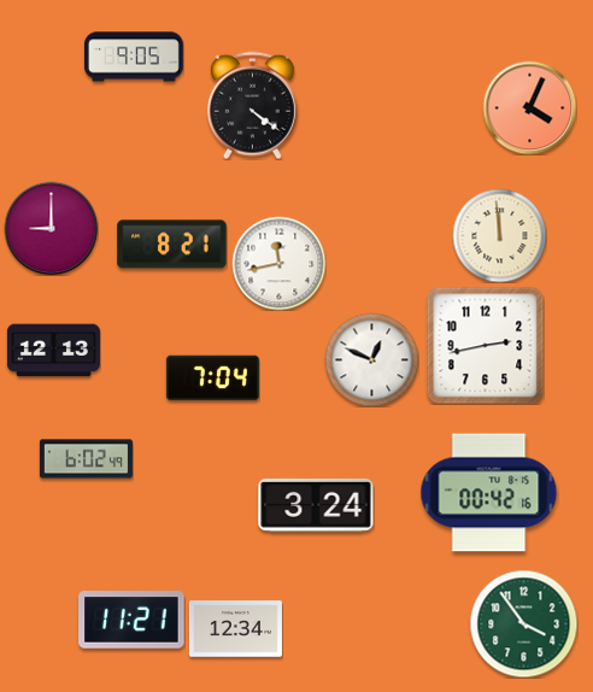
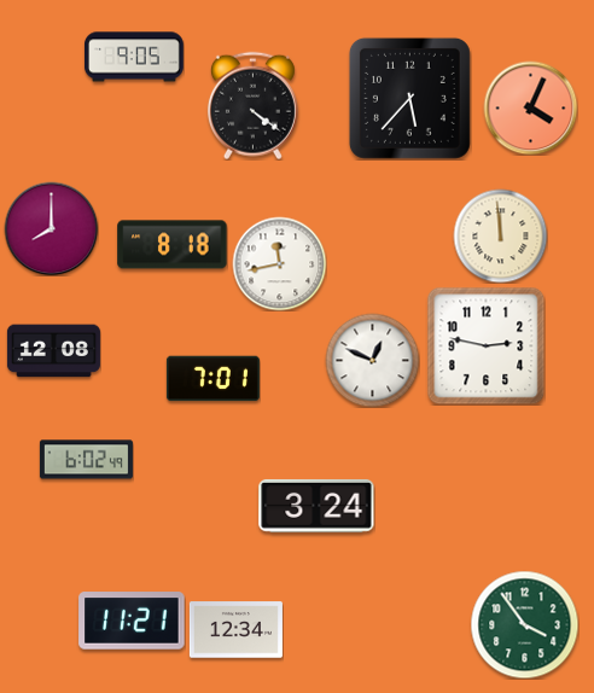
clock at (409, 98): none -> 5:37
clock at (51, 228): 9:00 -> 8:00
clock at (172, 245): 8:21 -> 8:18
clock at (485, 345): 2:43 -> 2:47
clock at (53, 351): 12:13 -> 12:08
clock at (212, 379): 7:04 -> 7:01
clock at (489, 493): 00:42 -> none
